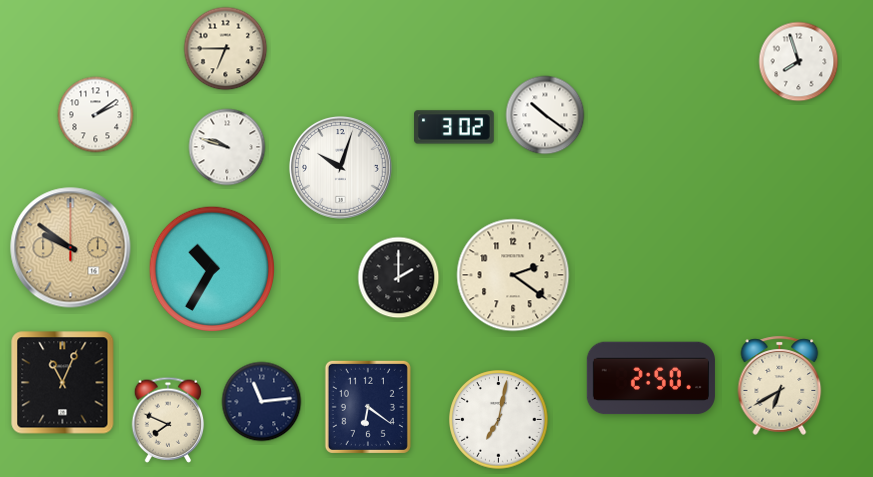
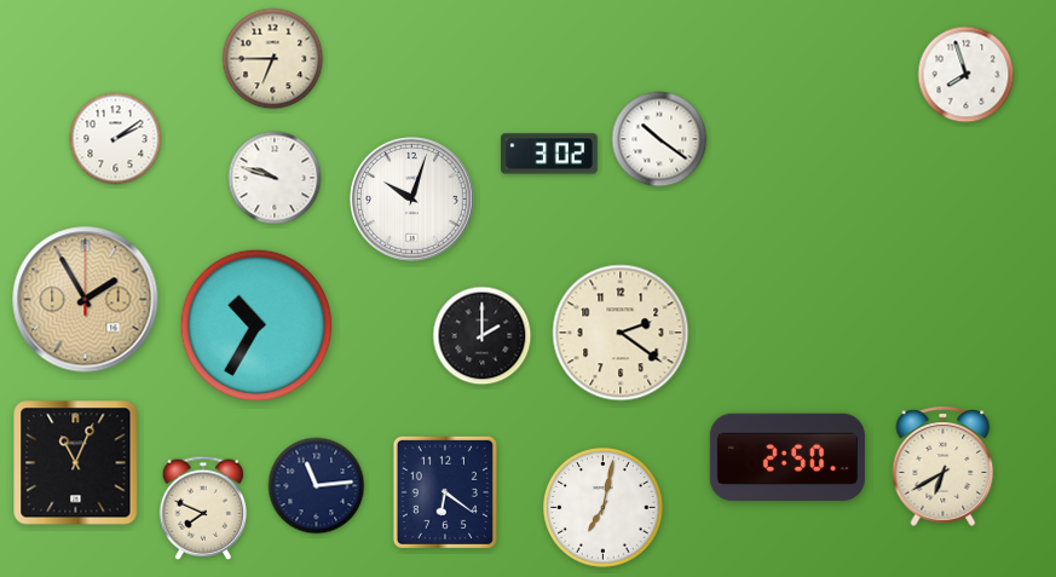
clock at (341, 168) position: (341, 168) -> (412, 200)
clock at (71, 248): 9:51 -> 1:55
